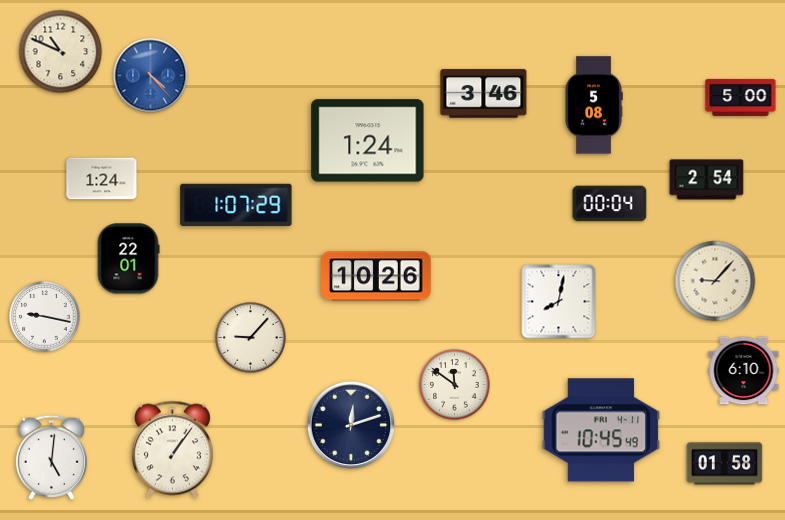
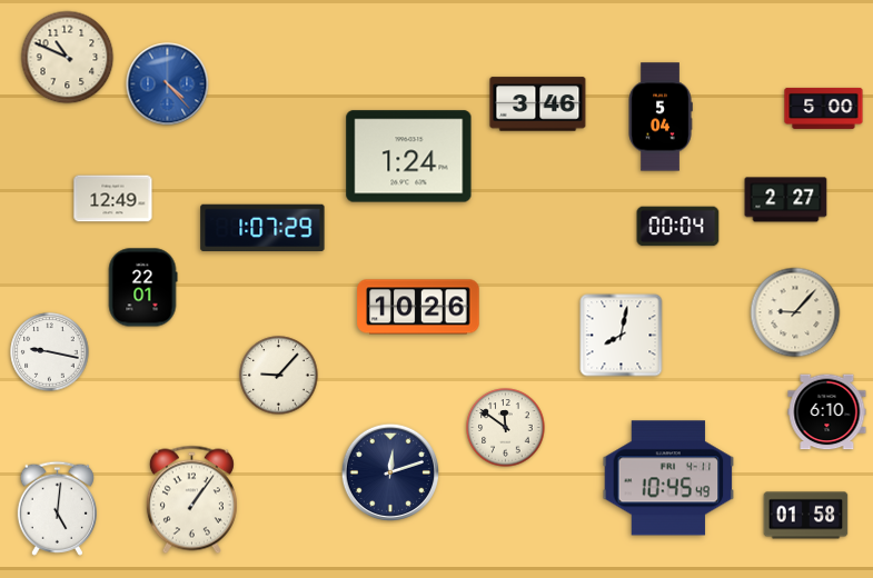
clock at (594, 105): 5:08 -> 5:04
clock at (102, 179): 1:24 -> 12:49
clock at (707, 180): 2:54 -> 2:27
